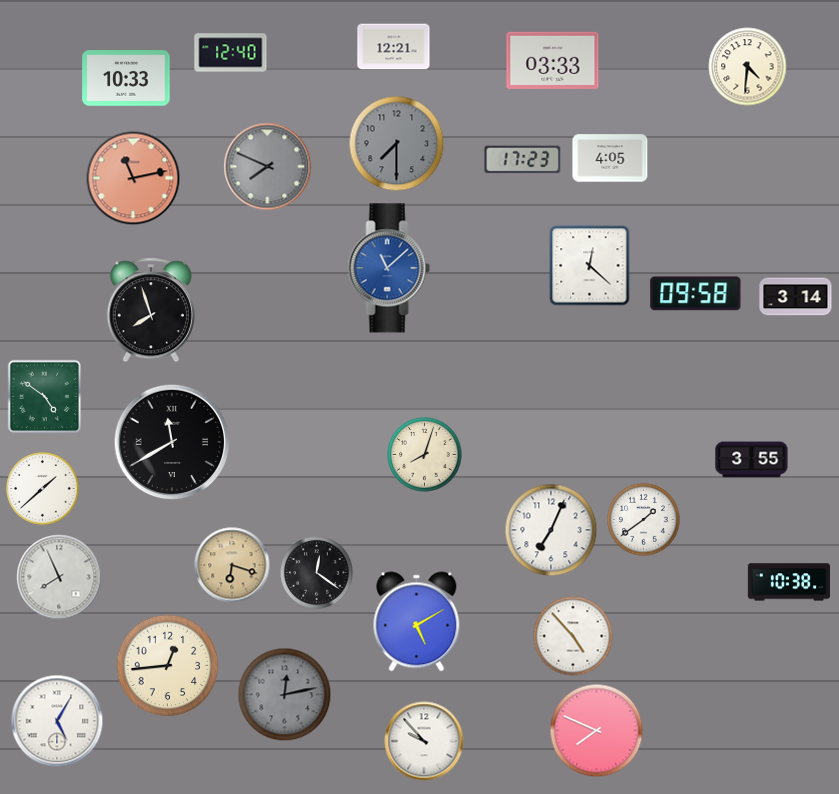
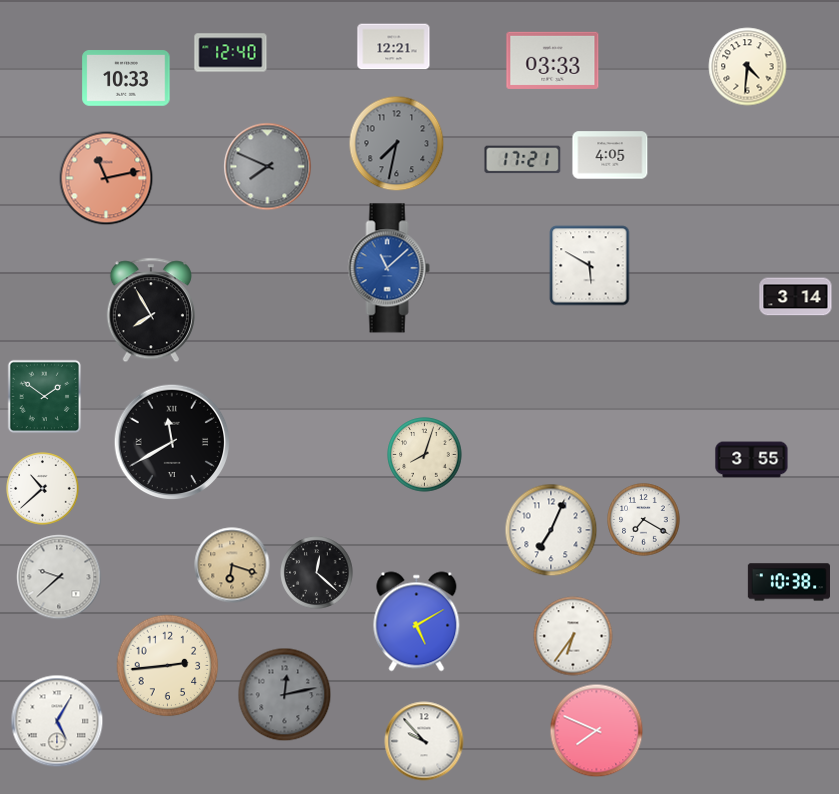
clock at (397, 144): 7:30 -> 7:32
clock at (610, 158) position: (610, 158) -> (610, 155)
clock at (523, 160): 17:23 -> 17:21
clock at (133, 178) position: (133, 178) -> (106, 178)
clock at (590, 266): 12:22 -> 5:50
clock at (696, 294): 09:58 -> none
clock at (151, 310): 7:57 -> 7:55
clock at (45, 397): 4:51 -> 1:51
clock at (43, 489): 1:38 -> 10:38
clock at (644, 520): 1:39 -> 7:20
clock at (317, 573): 12:21 -> 12:22
clock at (59, 577): 7:56 -> 9:38
clock at (573, 636): 4:53 -> 6:36
clock at (168, 666): 12:44 -> 2:44
